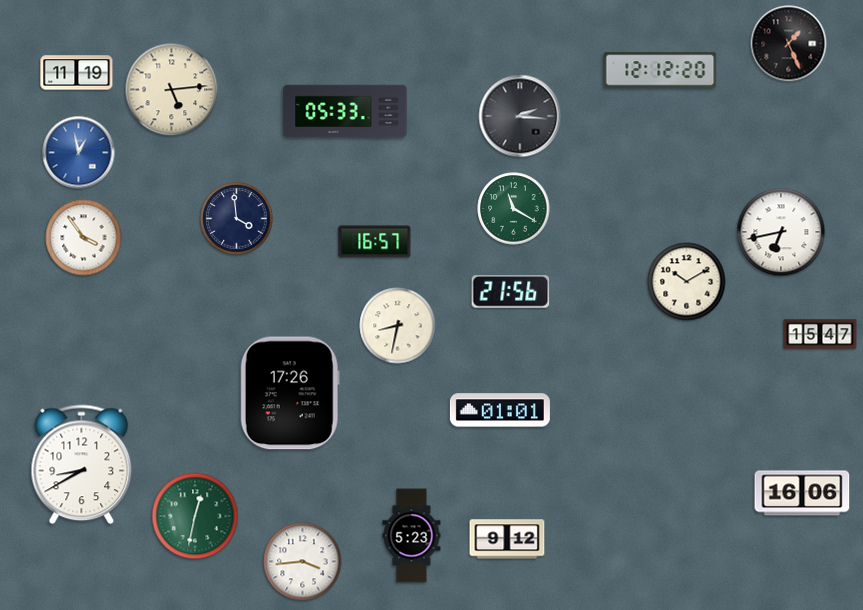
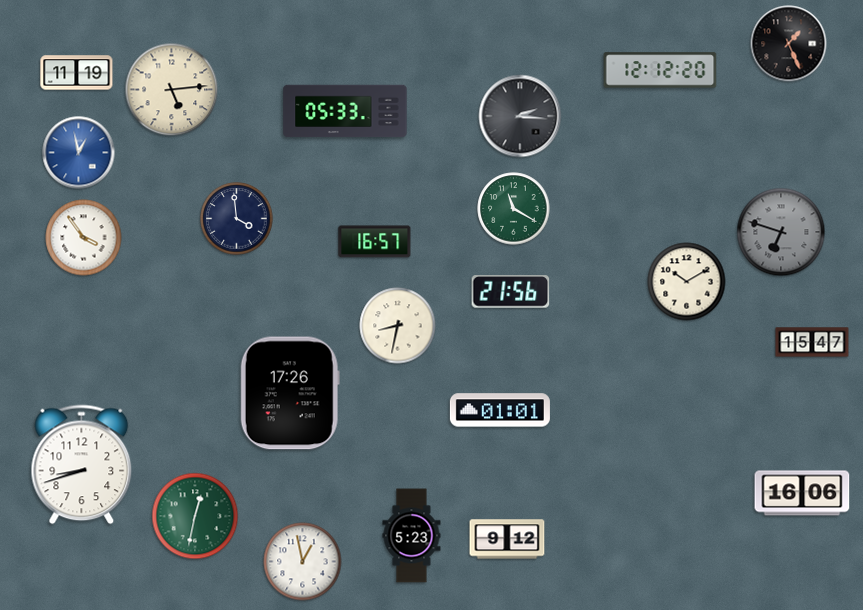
clock at (781, 232): 6:43 -> 6:48
clock at (781, 232) dial: white -> grey
clock at (820, 334) position: (820, 334) -> (812, 342)
clock at (82, 465): 8:40 -> 8:42
clock at (303, 562): 3:44 -> 12:58
